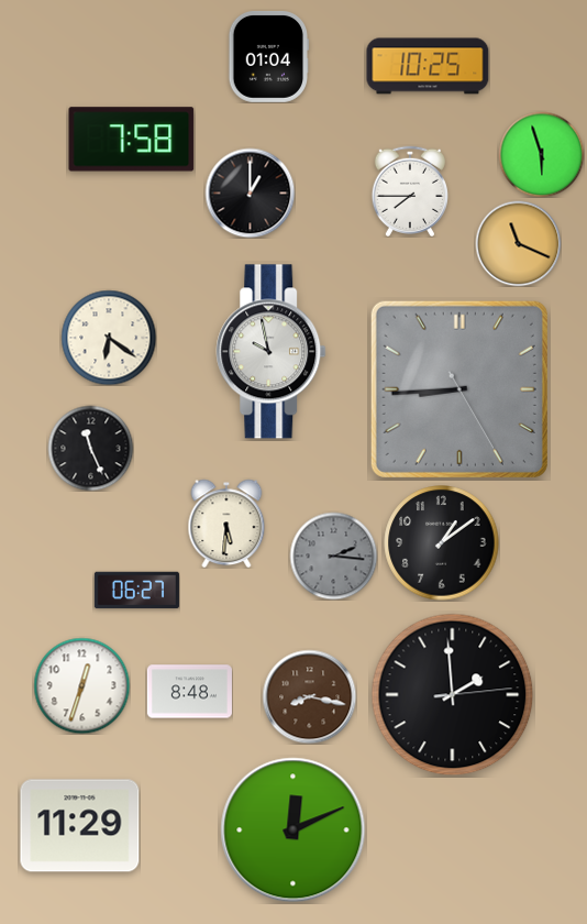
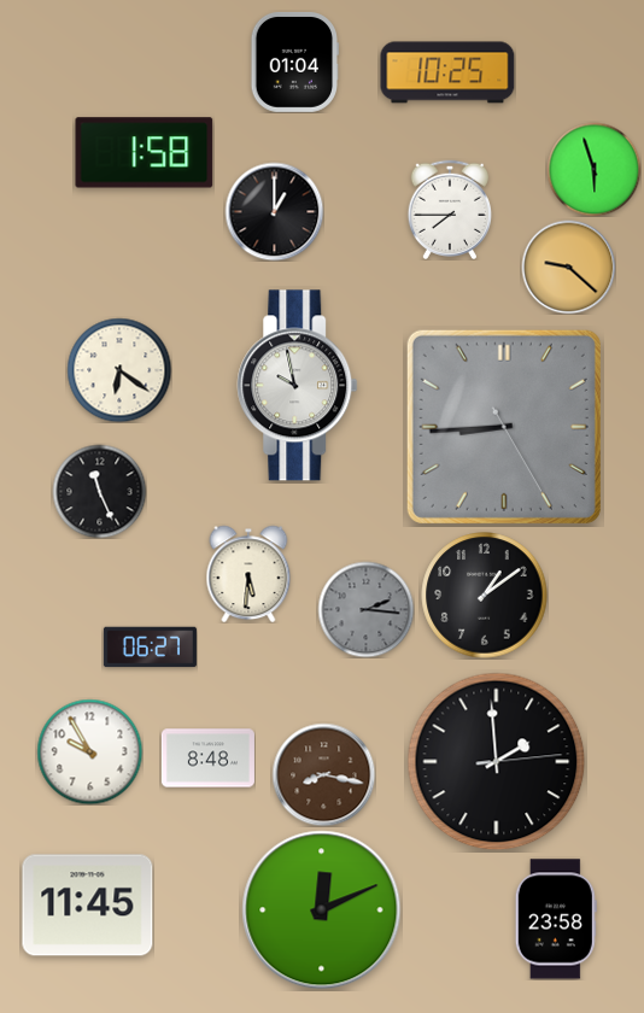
clock at (428, 66) position: (428, 66) -> (447, 72)
clock at (132, 140): 7:58 -> 1:58
clock at (518, 243): 11:19 -> 9:22
clock at (81, 685): 12:33 -> 9:55
clock at (309, 696) position: (309, 696) -> (323, 774)
clock at (80, 826): 11:29 -> 11:45
clock at (556, 919): none -> 23:58
